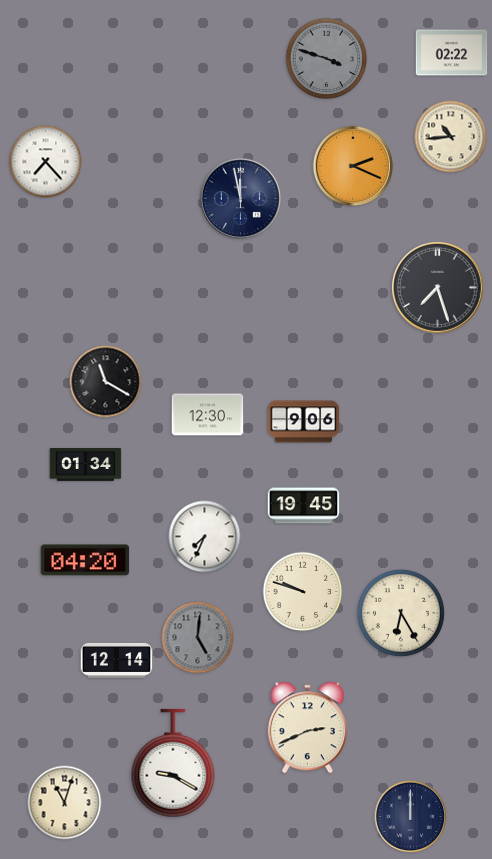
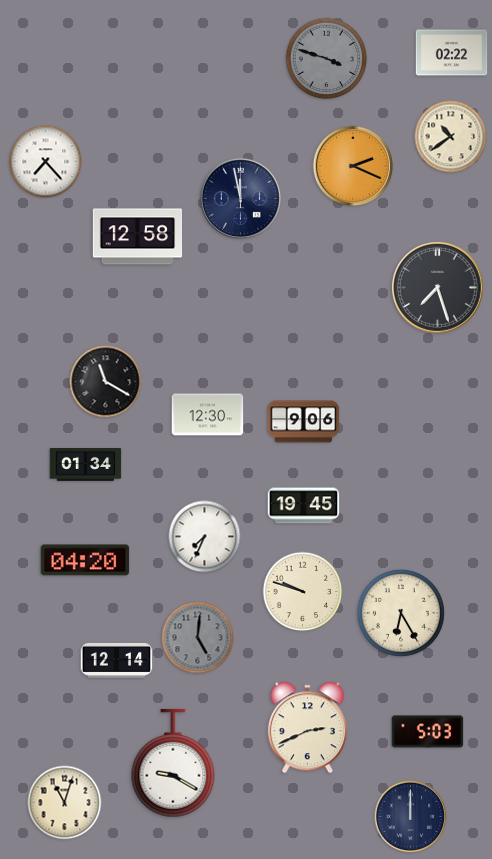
clock at (451, 137): 10:44 -> 10:39
clock at (138, 237): none -> 12:58
clock at (428, 732): none -> 5:03
